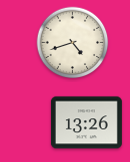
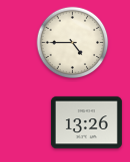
clock at (73, 43): 4:42 -> 4:45
